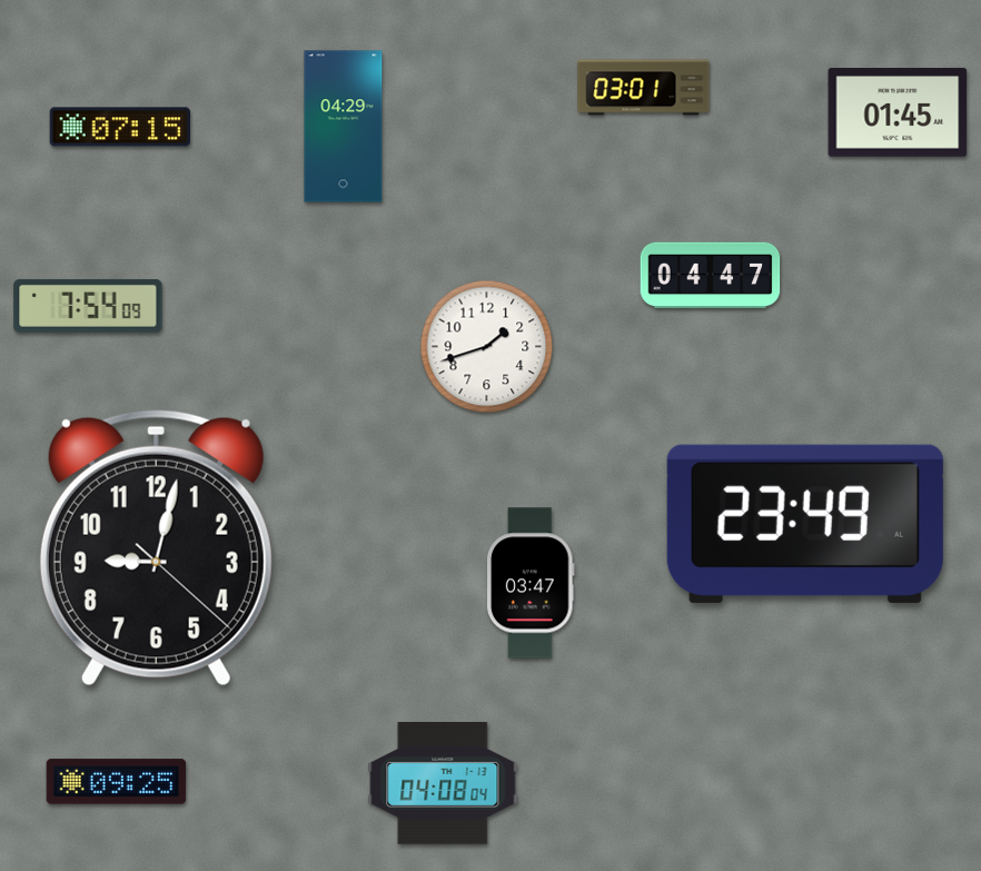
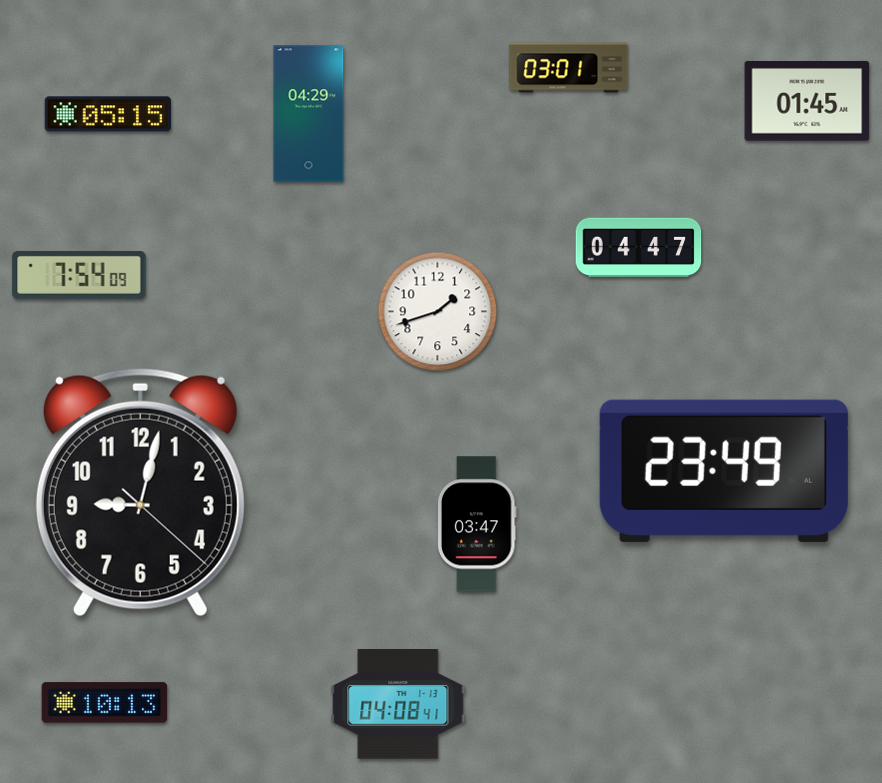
clock at (644, 88) position: (644, 88) -> (569, 68)
clock at (119, 127): 07:15 -> 05:15
clock at (117, 782): 09:25 -> 10:13
clock at (443, 784): 04:08:04 -> 04:08:41
